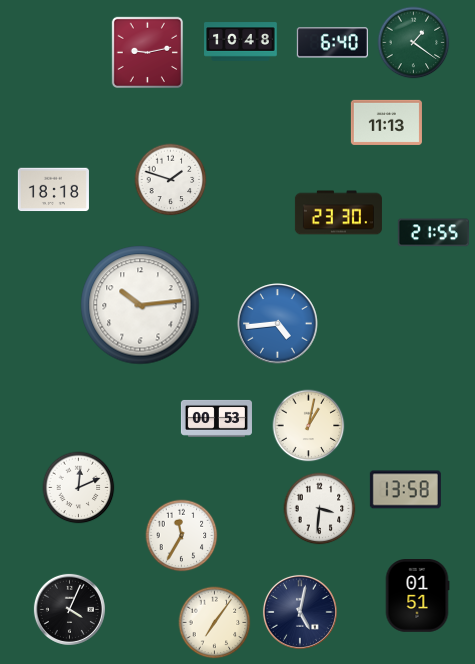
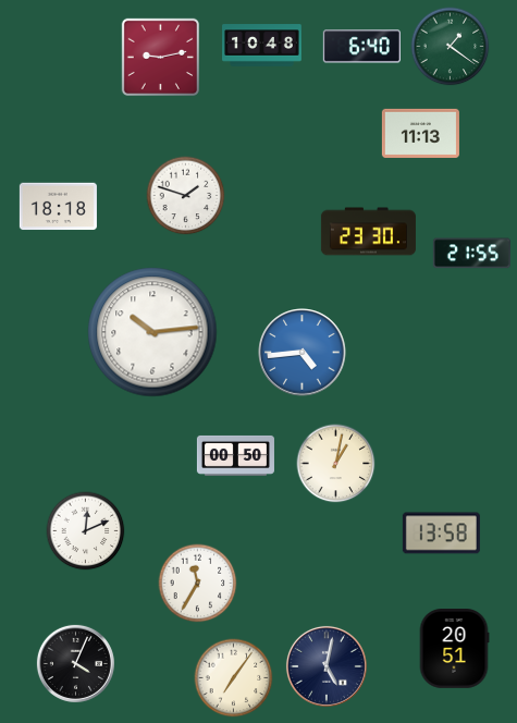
clock at (216, 418): 00:53 -> 00:50
clock at (320, 509): 3:31 -> none
clock at (417, 596): 01:51 -> 20:51
